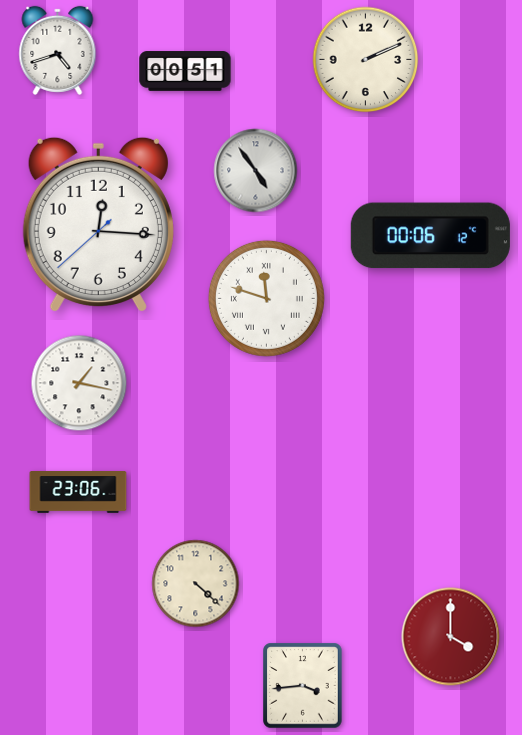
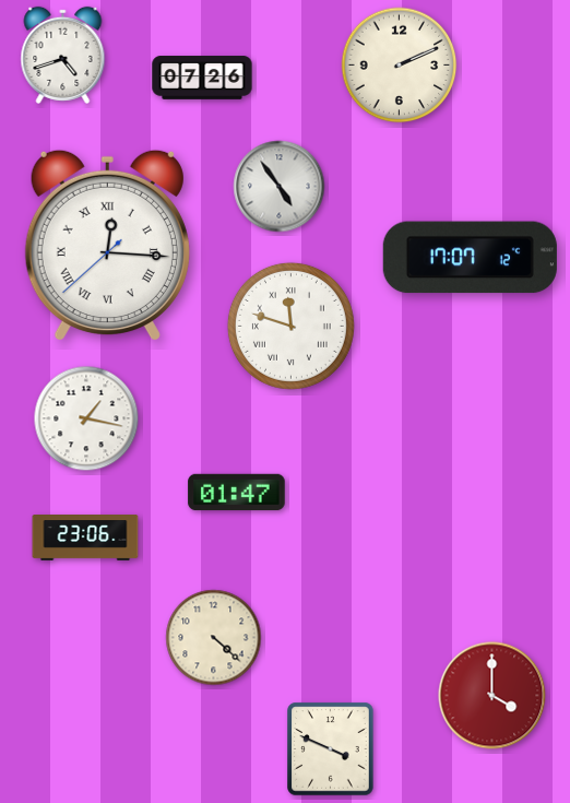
clock at (185, 71): 00:51 -> 07:26
clock at (98, 225) numerals: Arabic -> Roman
clock at (430, 236): 00:06 -> 17:07
clock at (237, 493): none -> 01:47
clock at (303, 686): 3:44 -> 3:49
